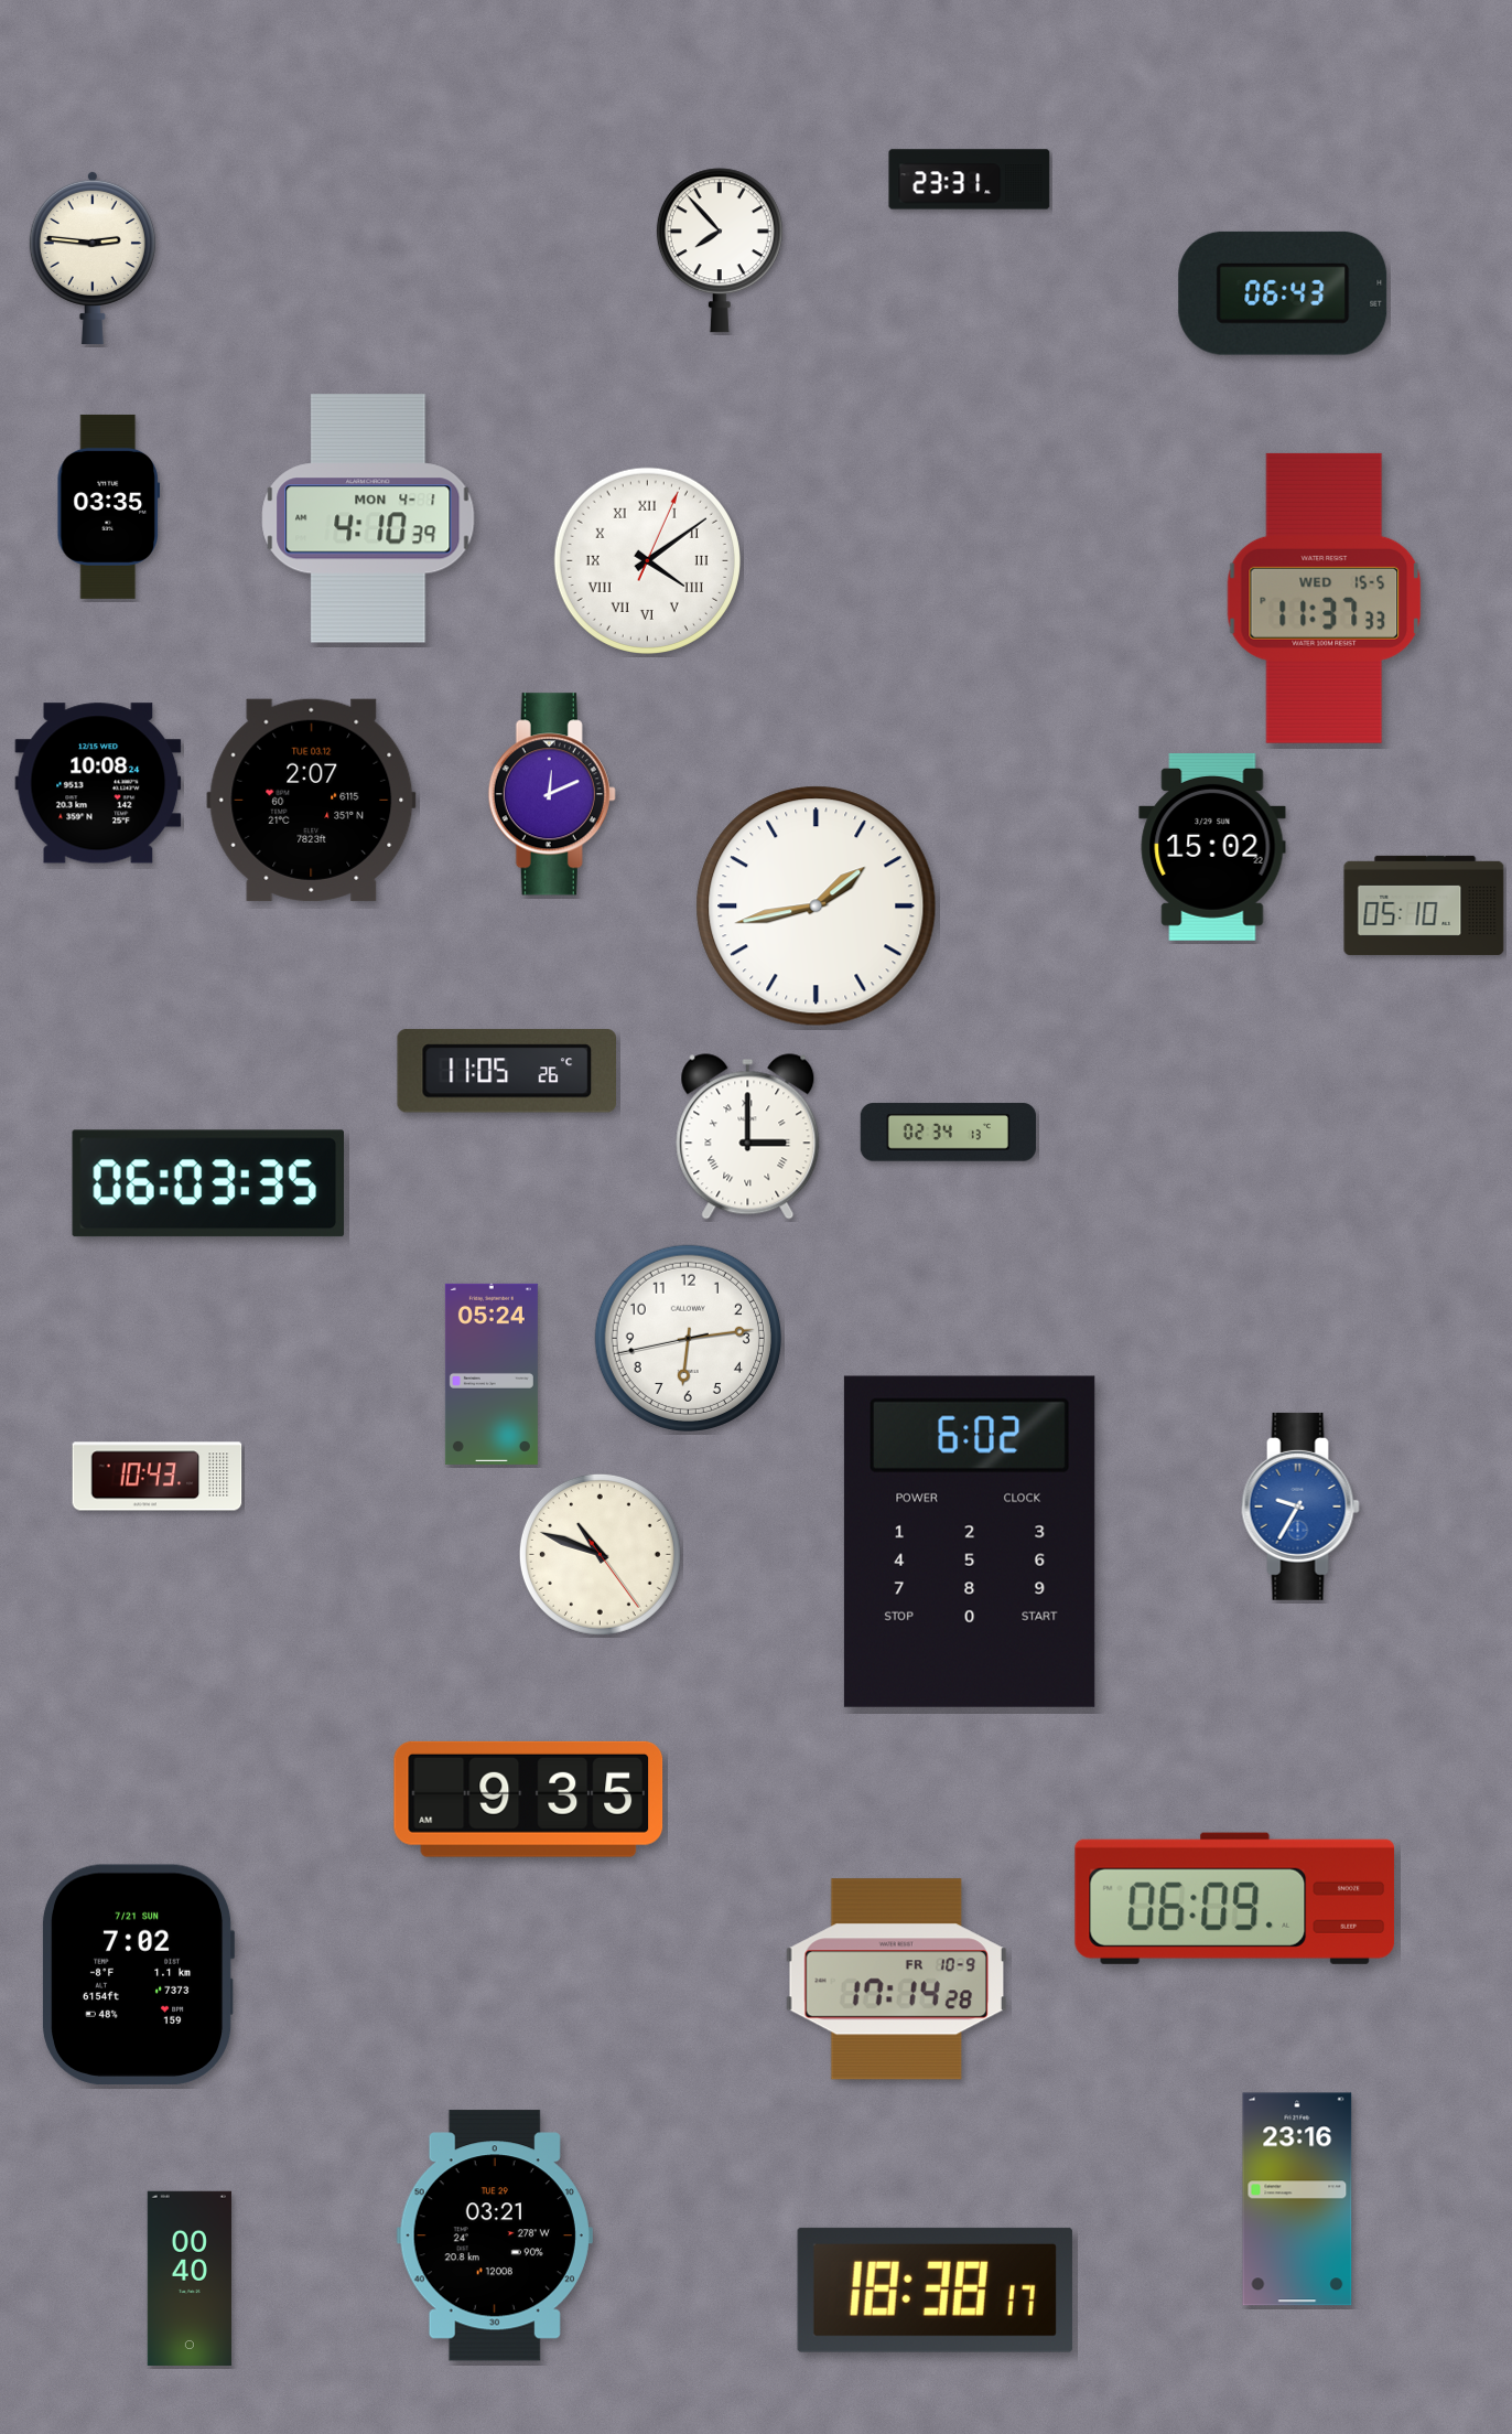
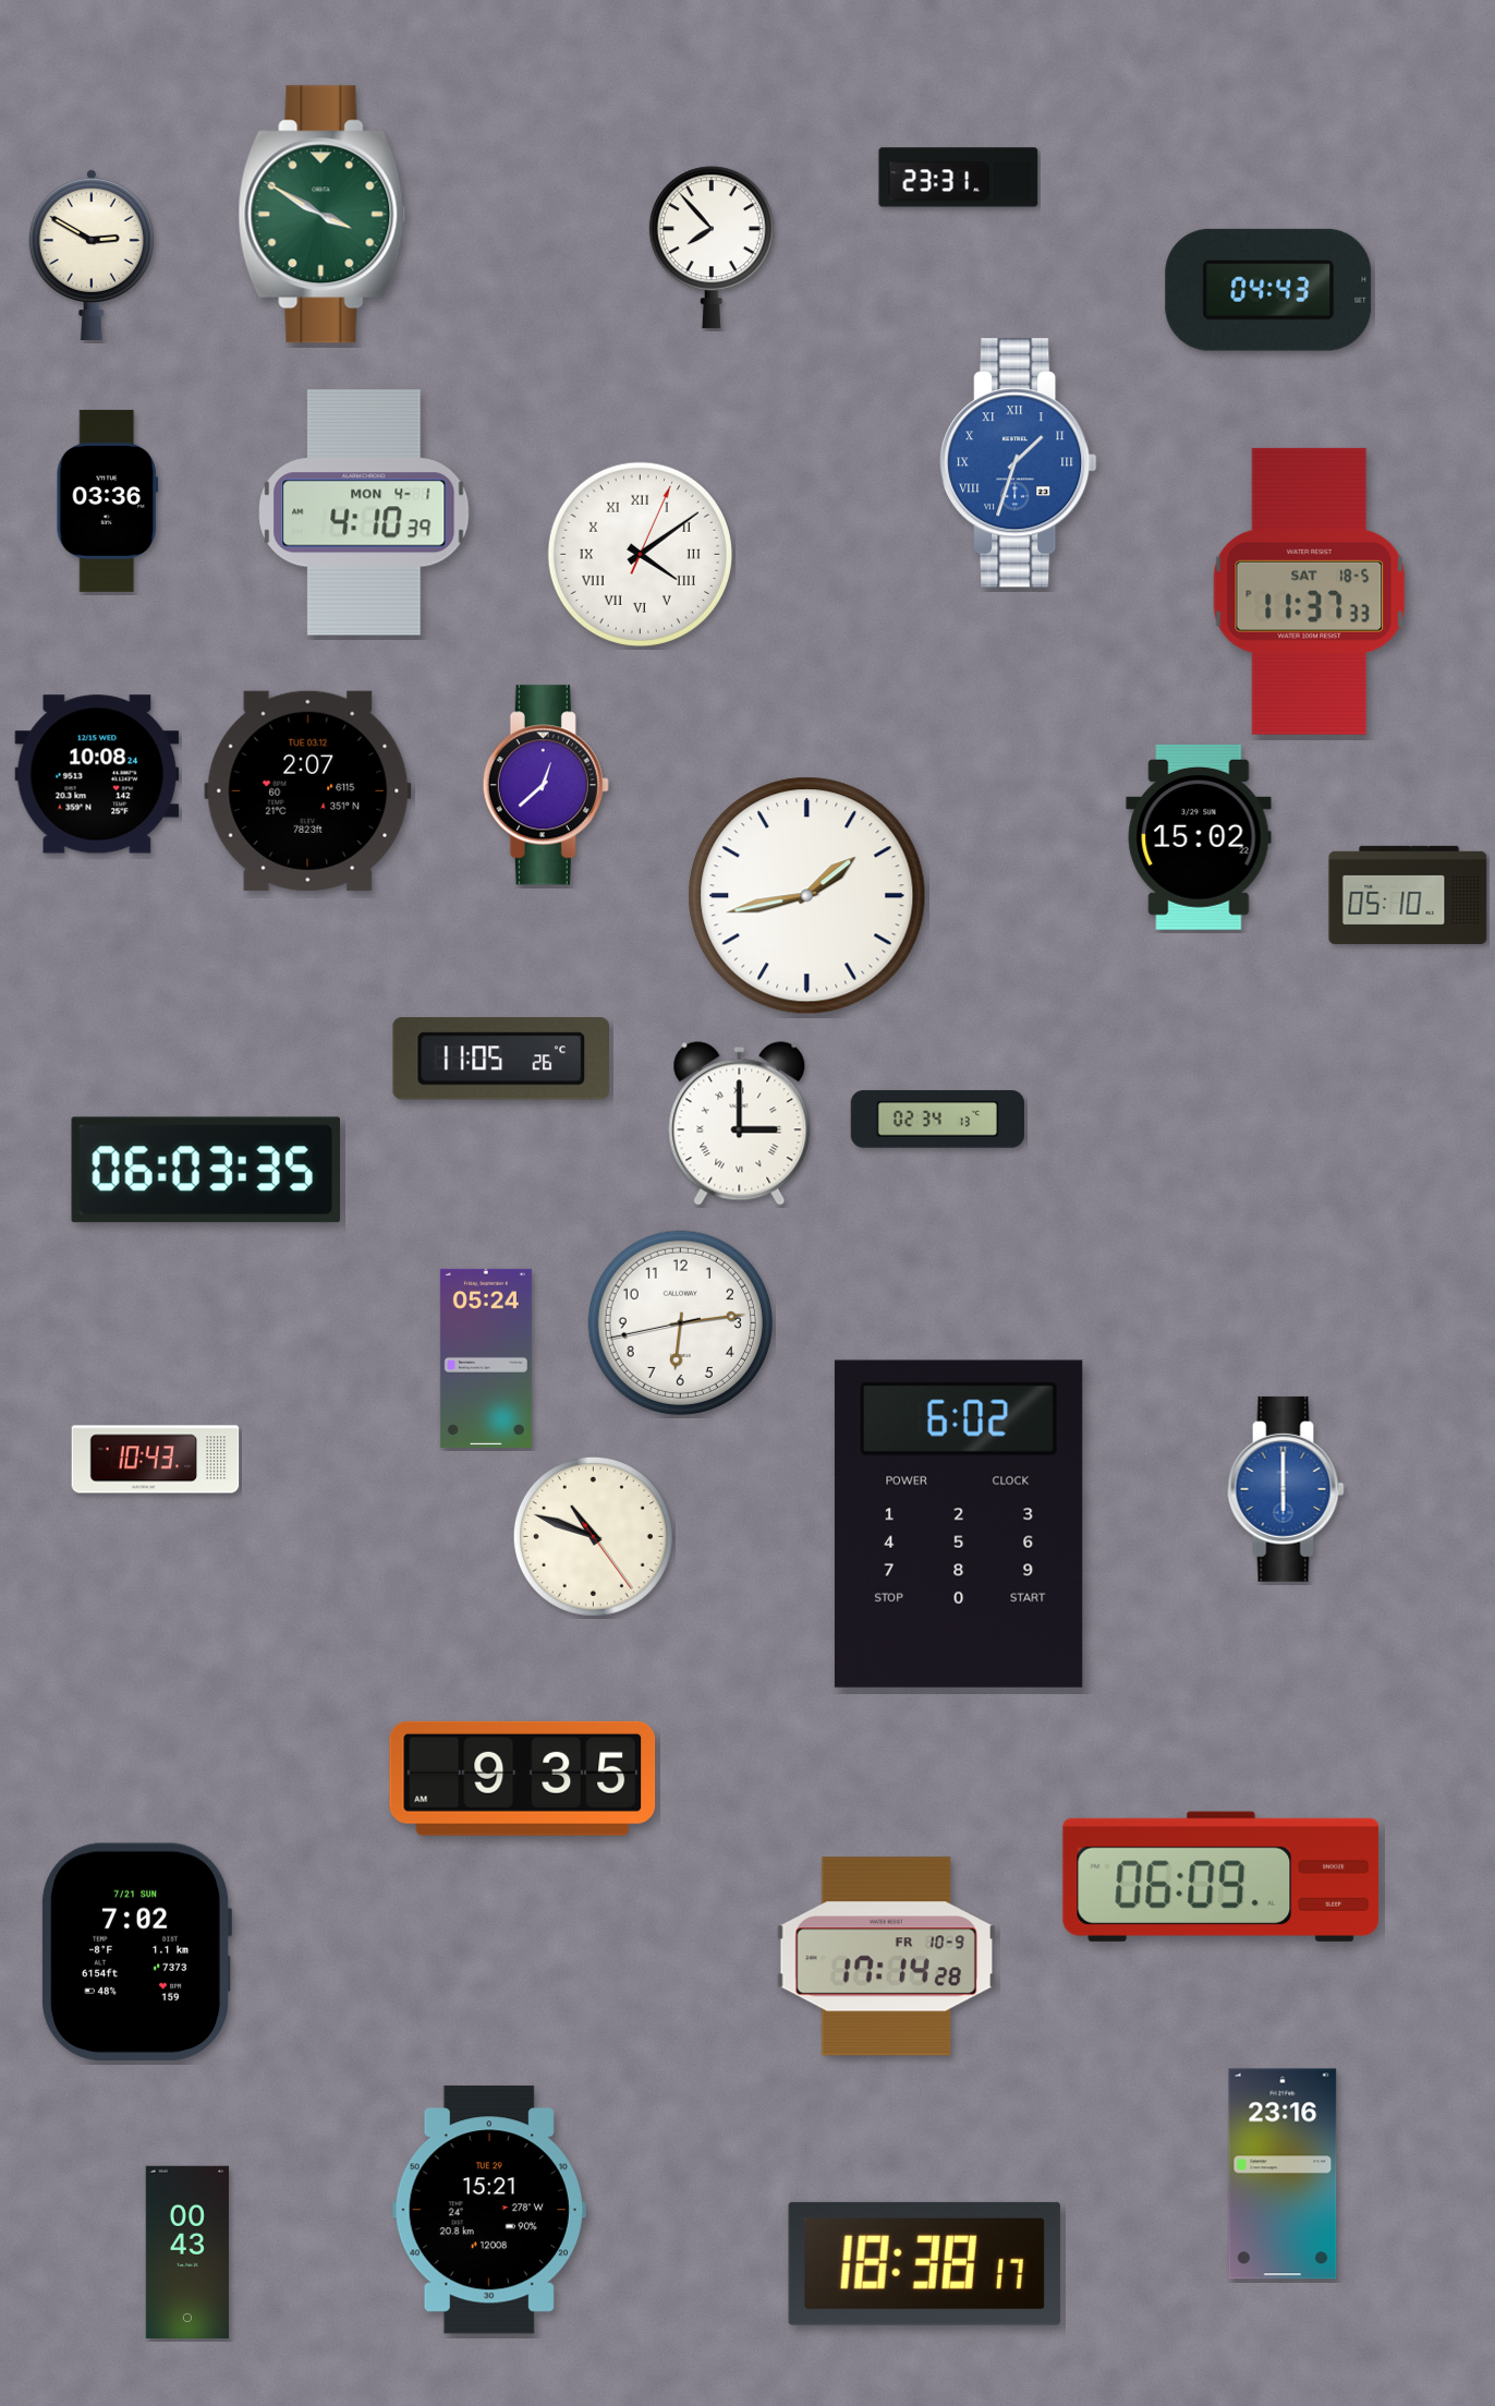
clock at (323, 215): none -> 3:50
clock at (93, 258): 2:46 -> 2:50
clock at (1283, 293): 06:43 -> 04:43
clock at (1019, 463): none -> 1:33
clock at (108, 506): 03:35 -> 03:36
clock at (1325, 598) date: WED 15-5 -> SAT 18-5
clock at (552, 794): 12:11 -> 12:38
clock at (1300, 1506): 9:35 -> 6:00
clock at (495, 2235): 03:21 -> 15:21
clock at (190, 2277): 00:40 -> 00:43
